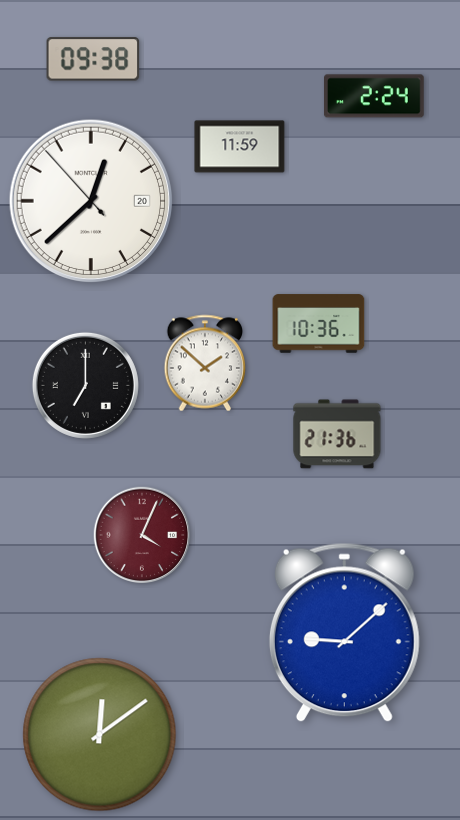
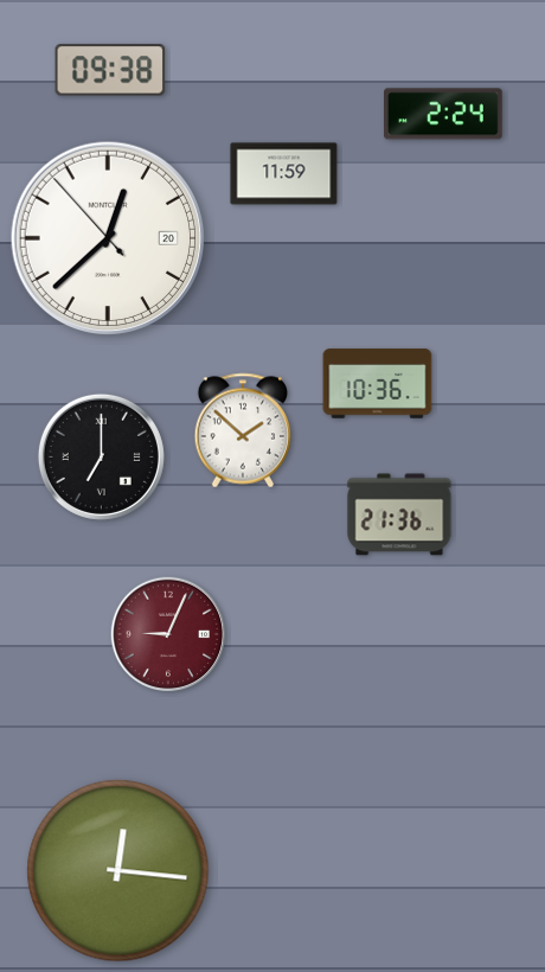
clock at (142, 535): 4:04 -> 9:04
clock at (344, 633): 9:08 -> none
clock at (100, 735): 12:09 -> 12:16
